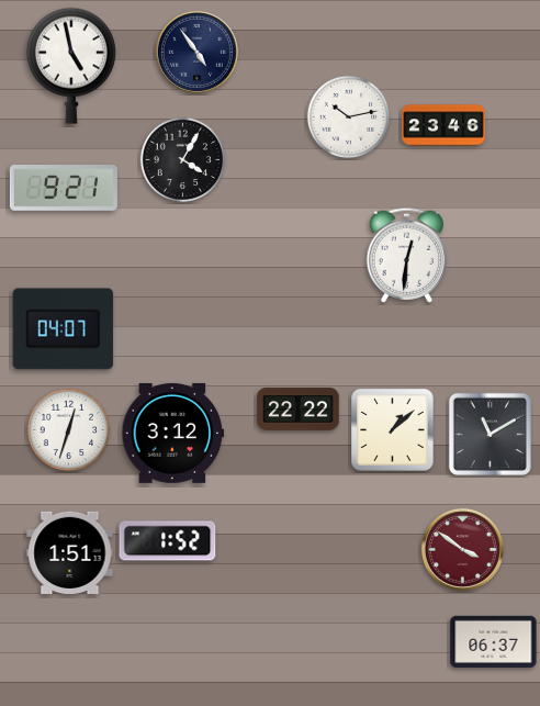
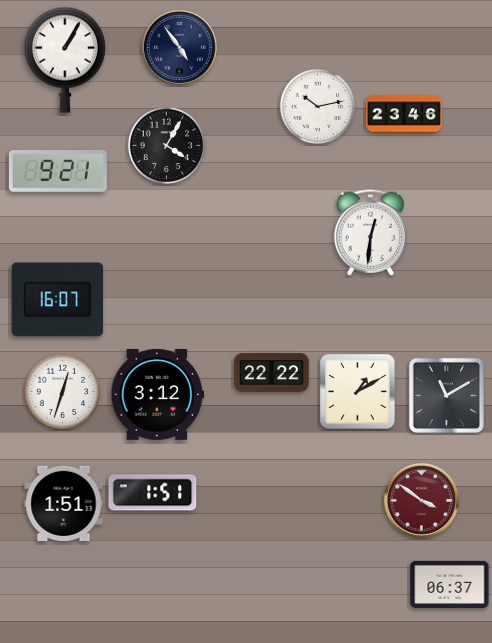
clock at (71, 66): 4:58 -> 1:05
clock at (64, 329): 04:07 -> 16:07
clock at (393, 430): 1:08 -> 1:10
clock at (168, 541): 1:52 -> 1:51
